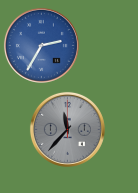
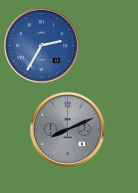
clock at (67, 129): 11:37 -> 8:11
